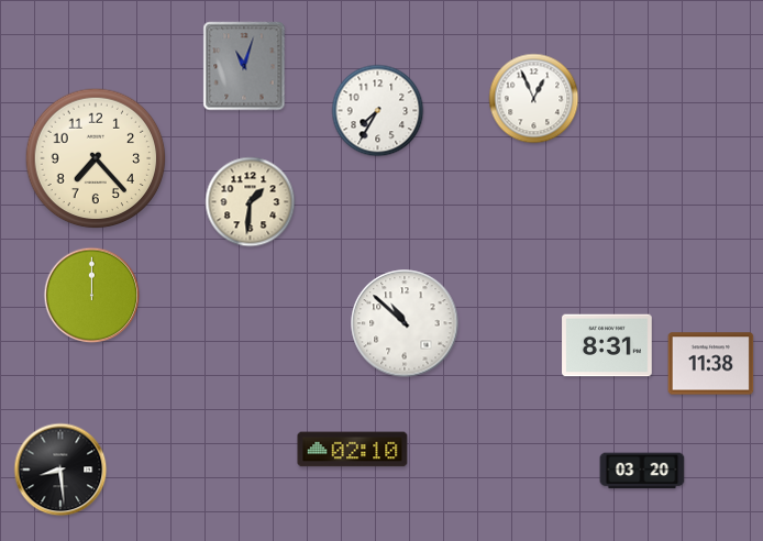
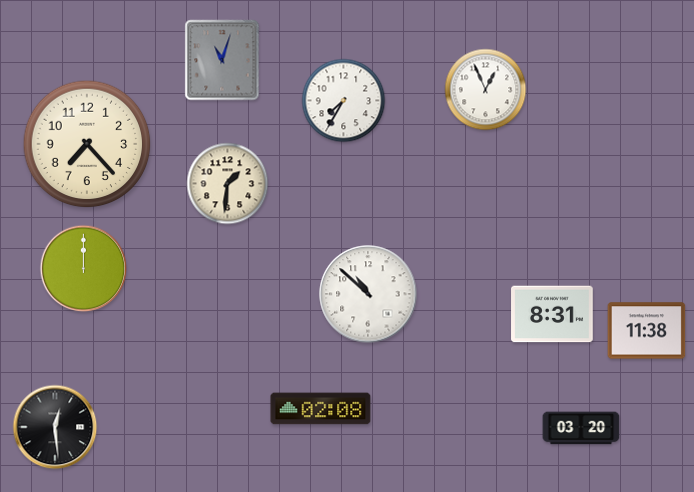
clock at (353, 450): 02:10 -> 02:08
clock at (60, 470): 8:29 -> 12:29
clock at (642, 471) position: (642, 471) -> (581, 428)
